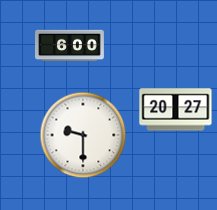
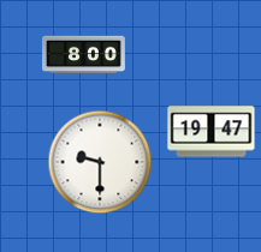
clock at (70, 46): 6:00 -> 8:00
clock at (176, 110): 20:27 -> 19:47
